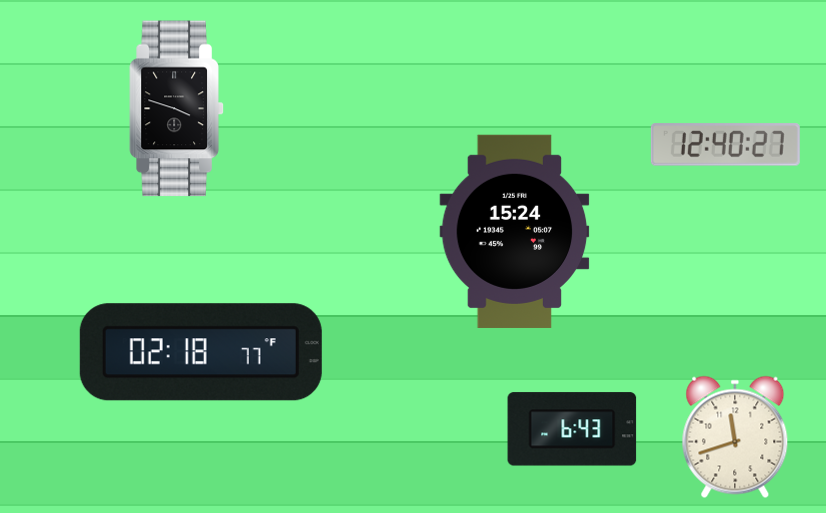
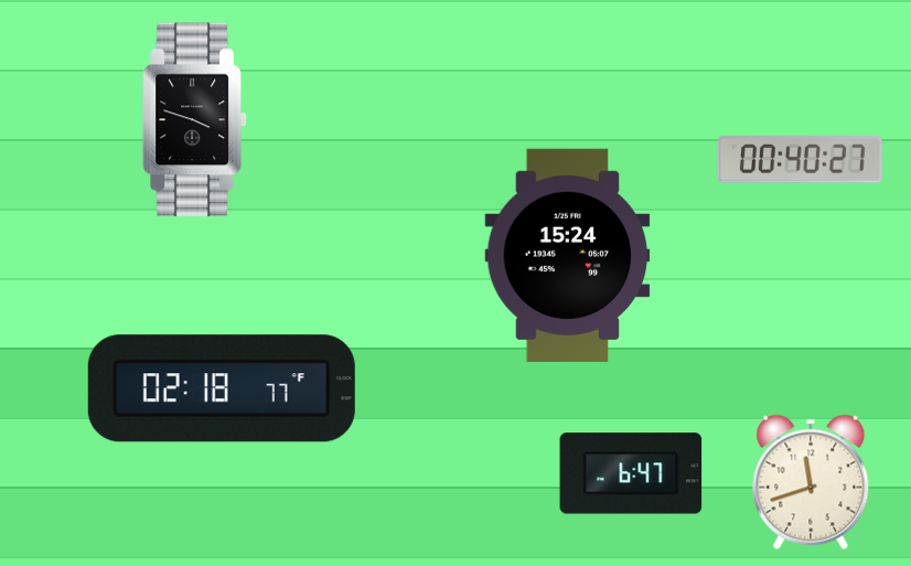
clock at (725, 145): 12:40 -> 00:40
clock at (572, 429): 6:43 -> 6:47
